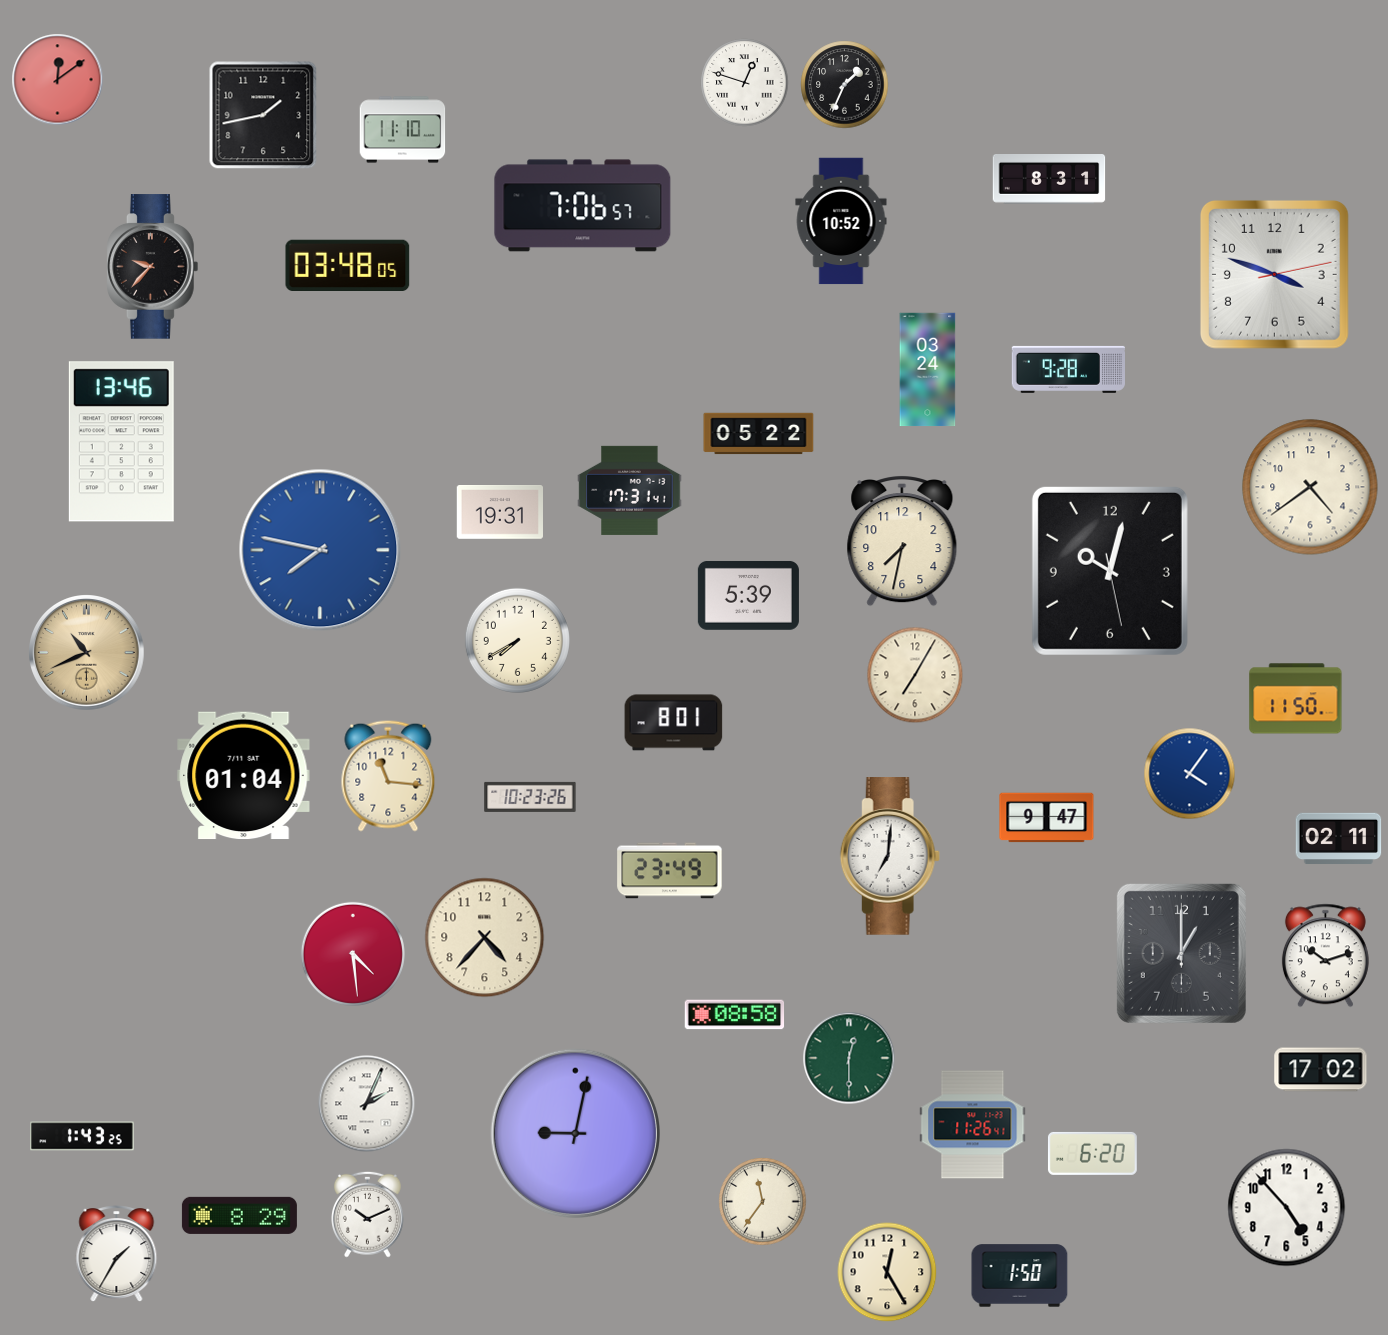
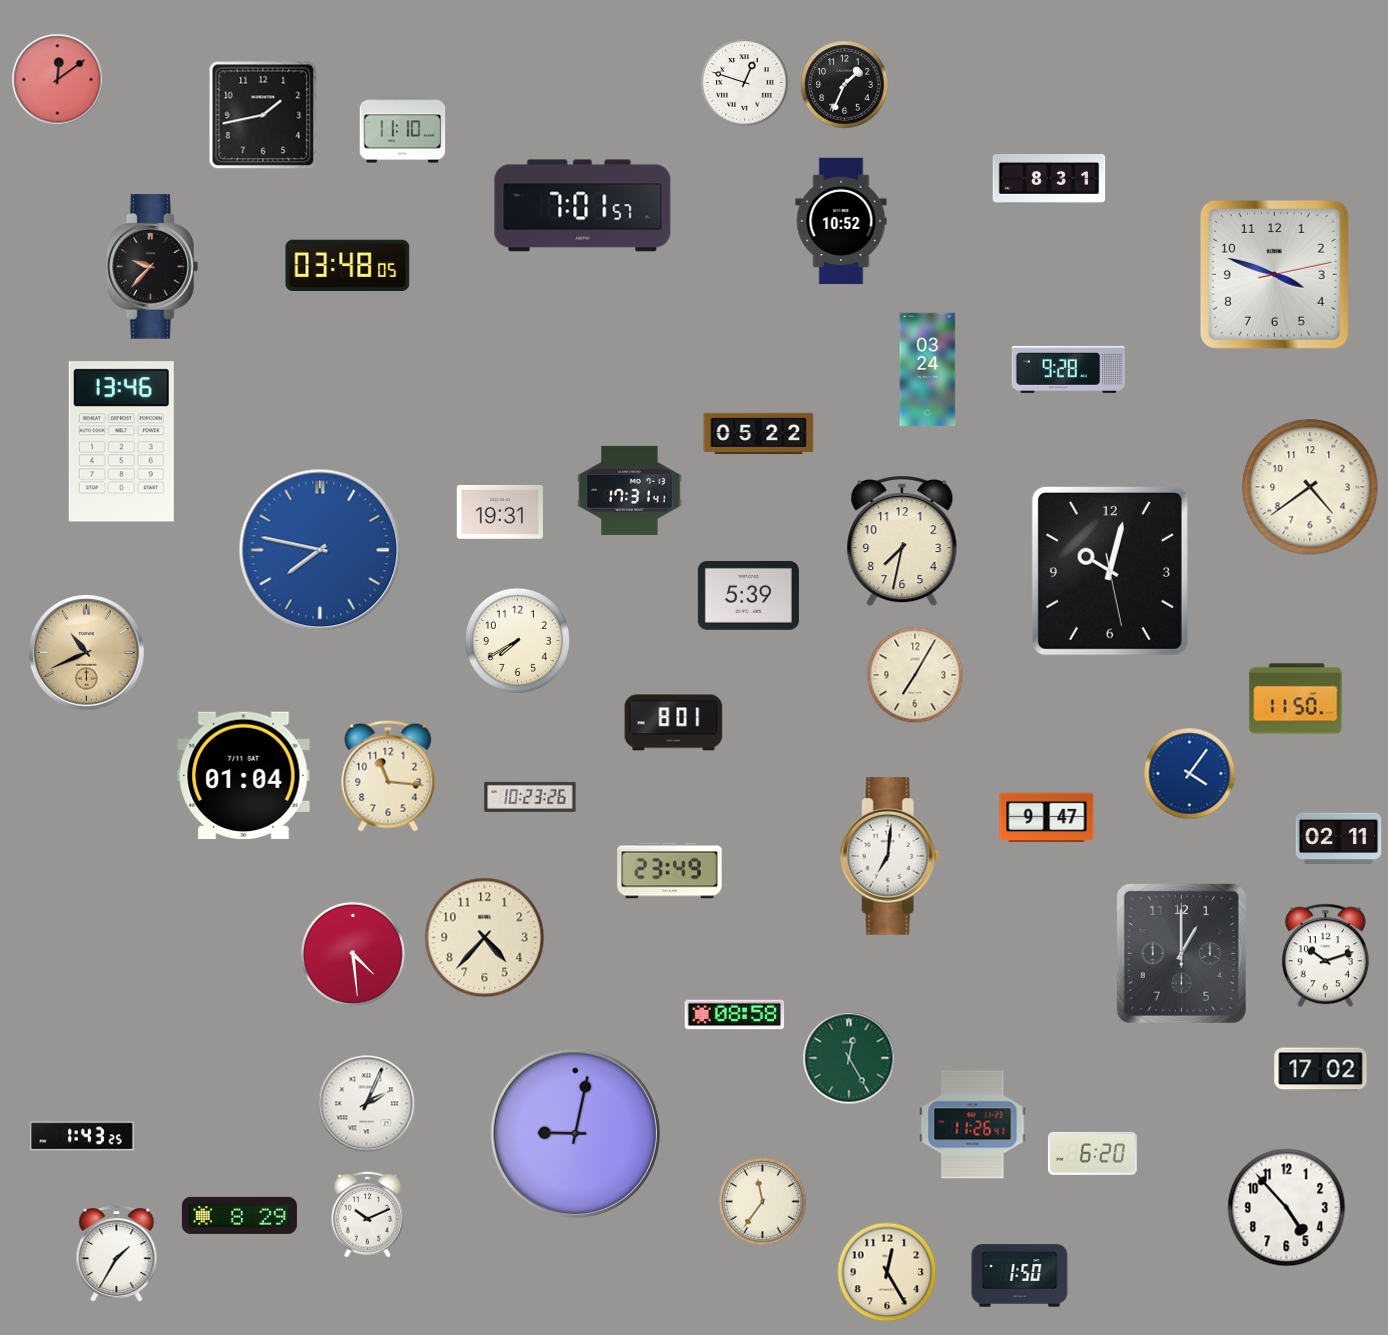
clock at (583, 206): 7:06 -> 7:01
clock at (849, 1058): 12:30 -> 12:25
